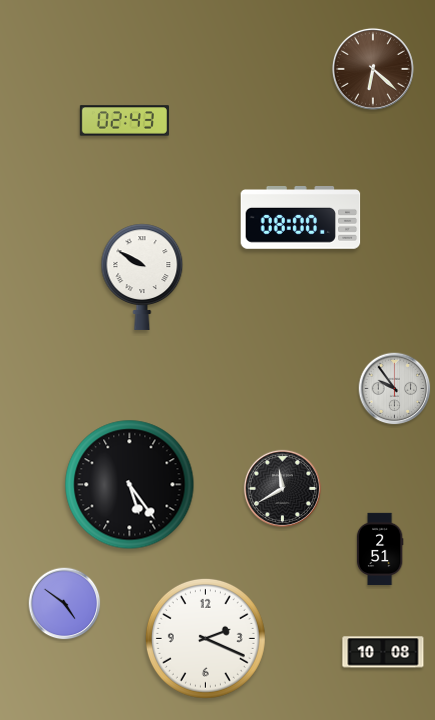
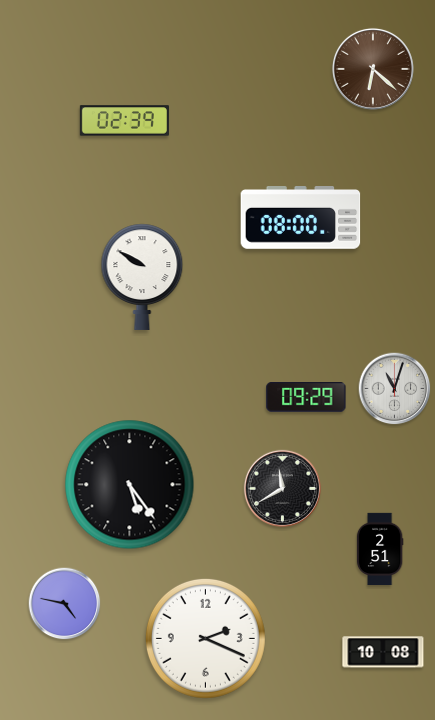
clock at (124, 121): 02:43 -> 02:39
clock at (395, 389): 9:54 -> 11:03
clock at (306, 398): none -> 09:29
clock at (65, 604): 4:51 -> 4:47
